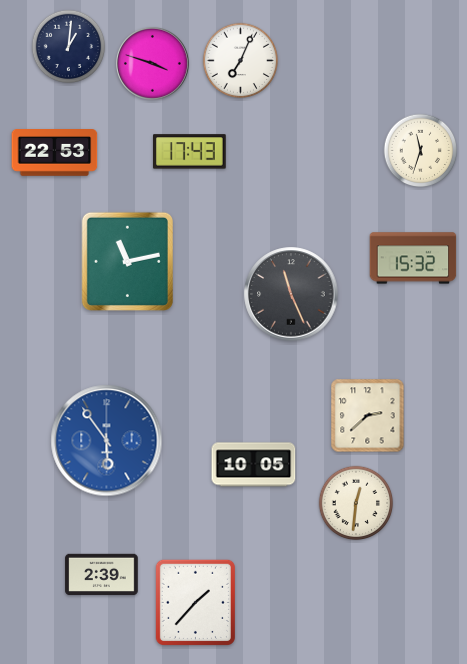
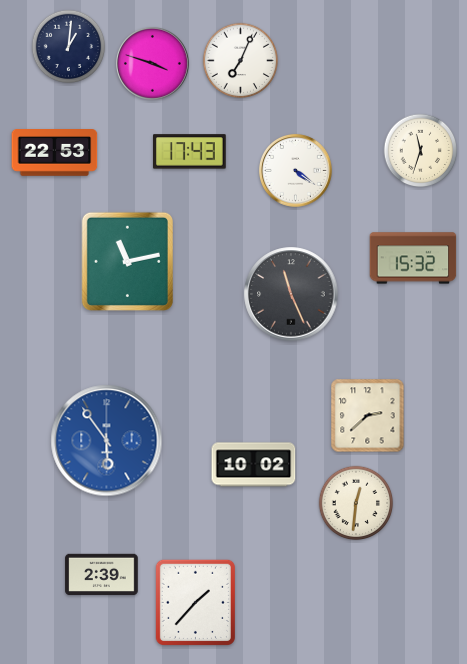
clock at (295, 170): none -> 4:21
clock at (254, 465): 10:05 -> 10:02
